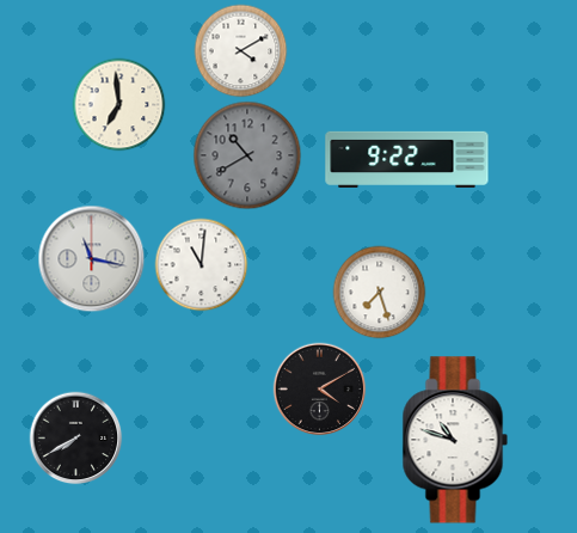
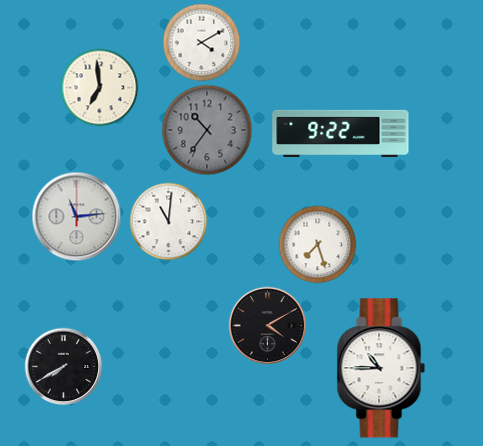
clock at (247, 155): 10:40 -> 10:36
clock at (91, 258): 11:17 -> 11:14
clock at (455, 440): 10:48 -> 10:45
